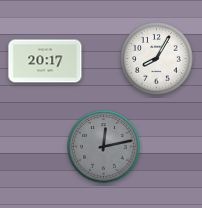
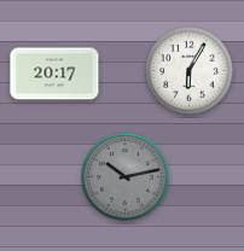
clock at (157, 59): 8:05 -> 6:05
clock at (104, 147): 12:13 -> 10:13
